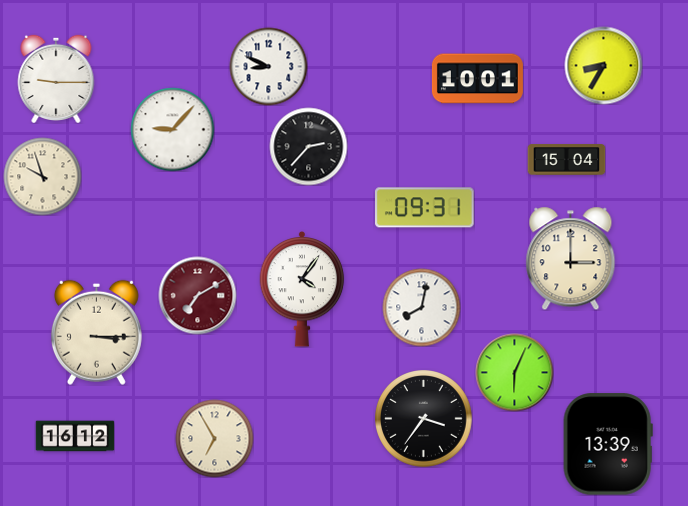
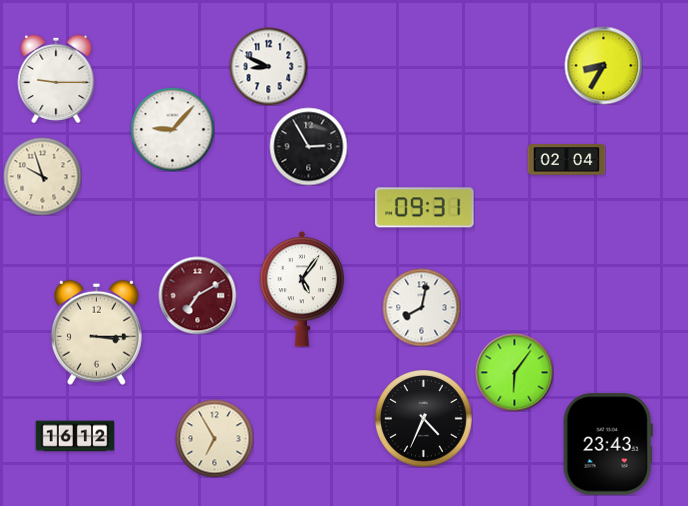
clock at (477, 79): 10:01 -> none
clock at (308, 146): 2:37 -> 2:55
clock at (566, 160): 15:04 -> 02:04
clock at (571, 258): 3:00 -> none
clock at (302, 289): 4:06 -> 5:06
clock at (514, 372): 6:04 -> 6:06
clock at (424, 419): 3:36 -> 4:34
clock at (608, 444): 13:39 -> 23:43
